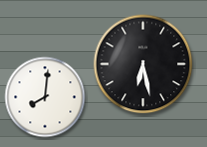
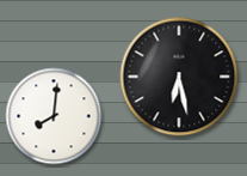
clock at (143, 64) position: (143, 64) -> (179, 77)
